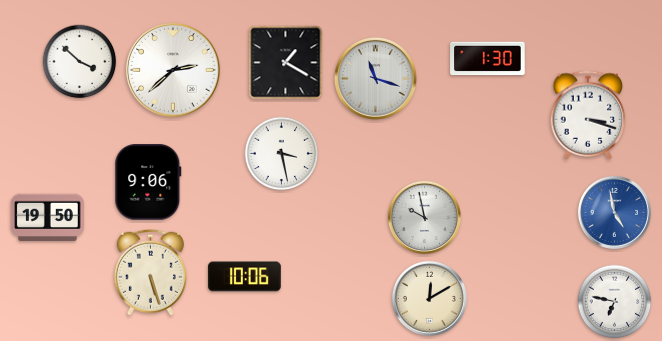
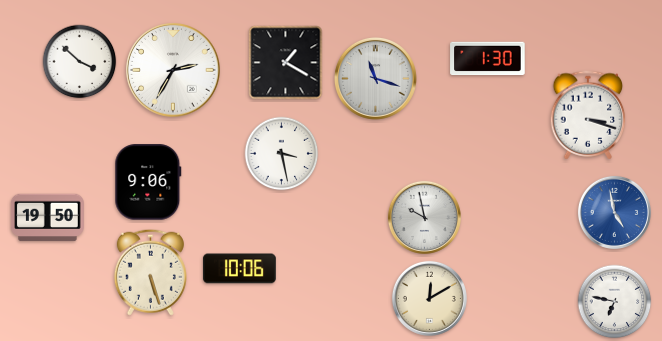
clock at (173, 70): 2:38 -> 2:35
clock at (244, 277) position: (244, 277) -> (239, 269)
